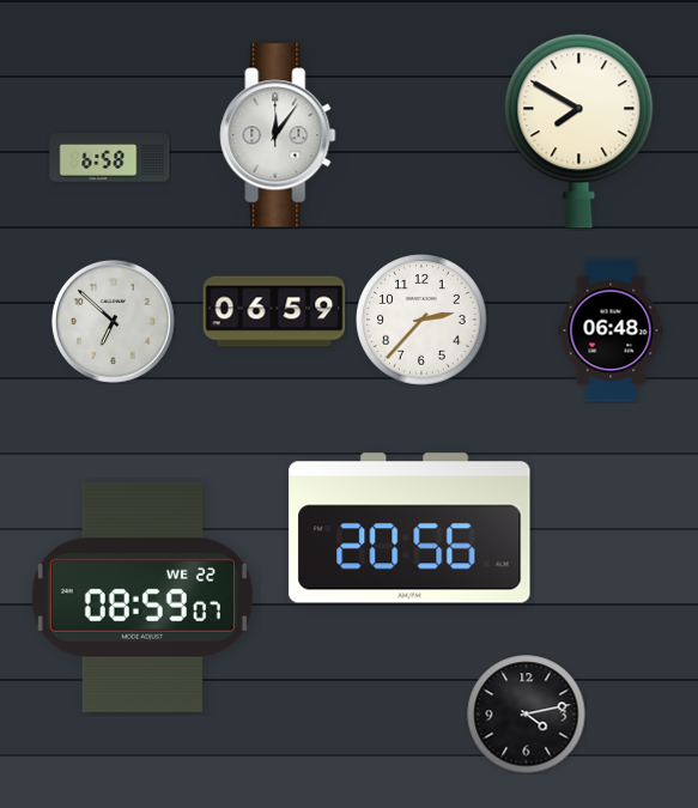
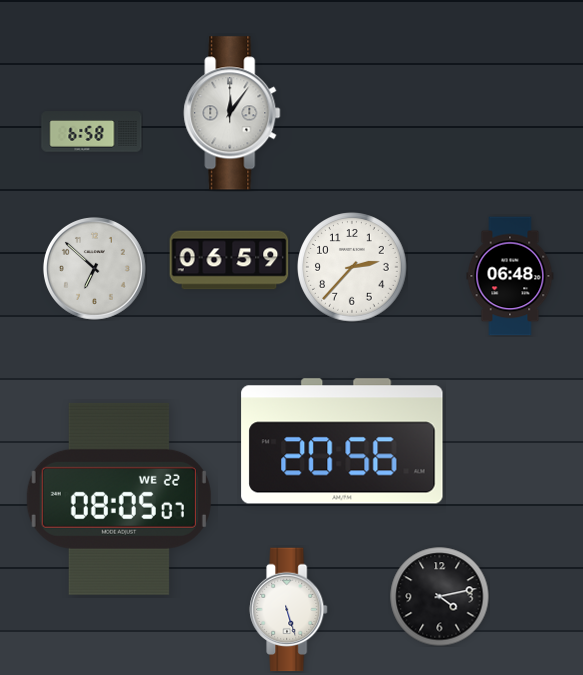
clock at (579, 132): 7:50 -> none
clock at (142, 597): 08:59 -> 08:05
clock at (289, 610): none -> 5:27
